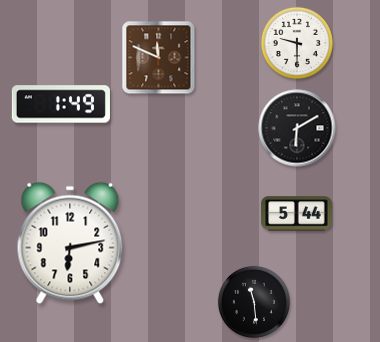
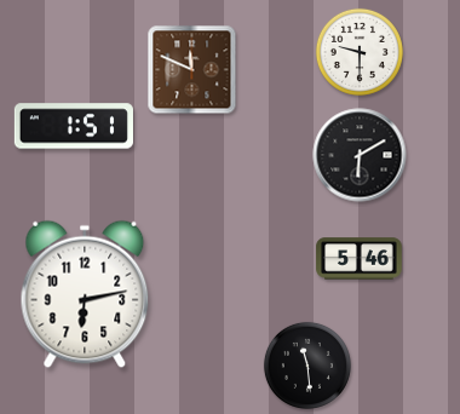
clock at (61, 104): 1:49 -> 1:51
clock at (297, 214): 5:44 -> 5:46
